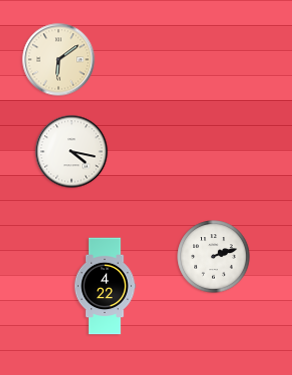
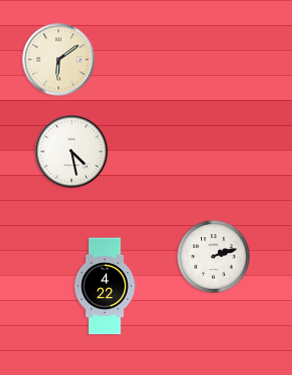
clock at (72, 152): 4:17 -> 4:28
